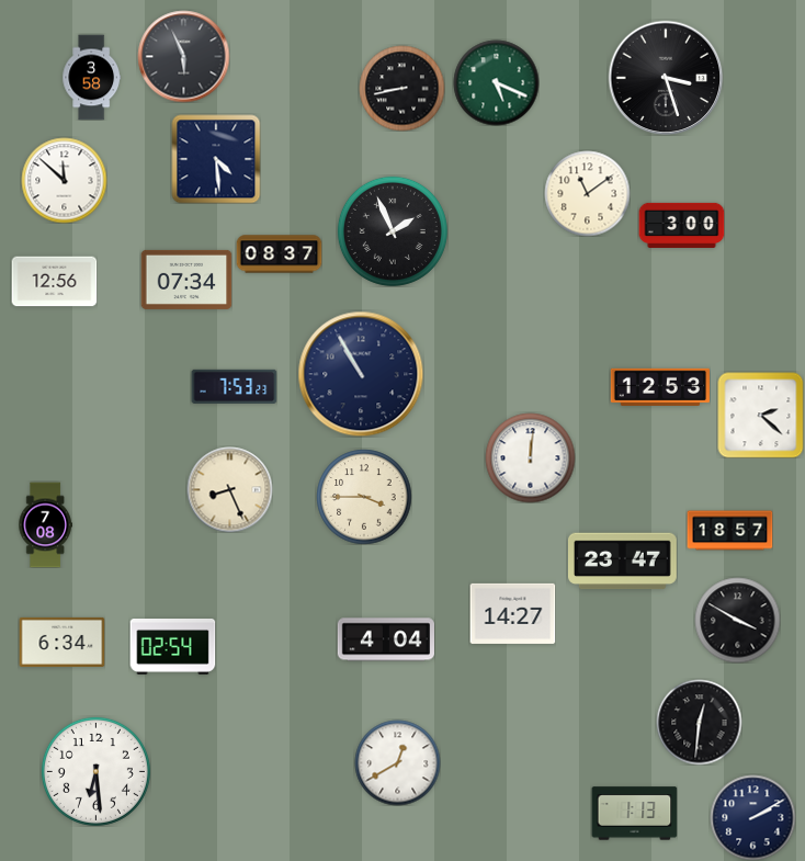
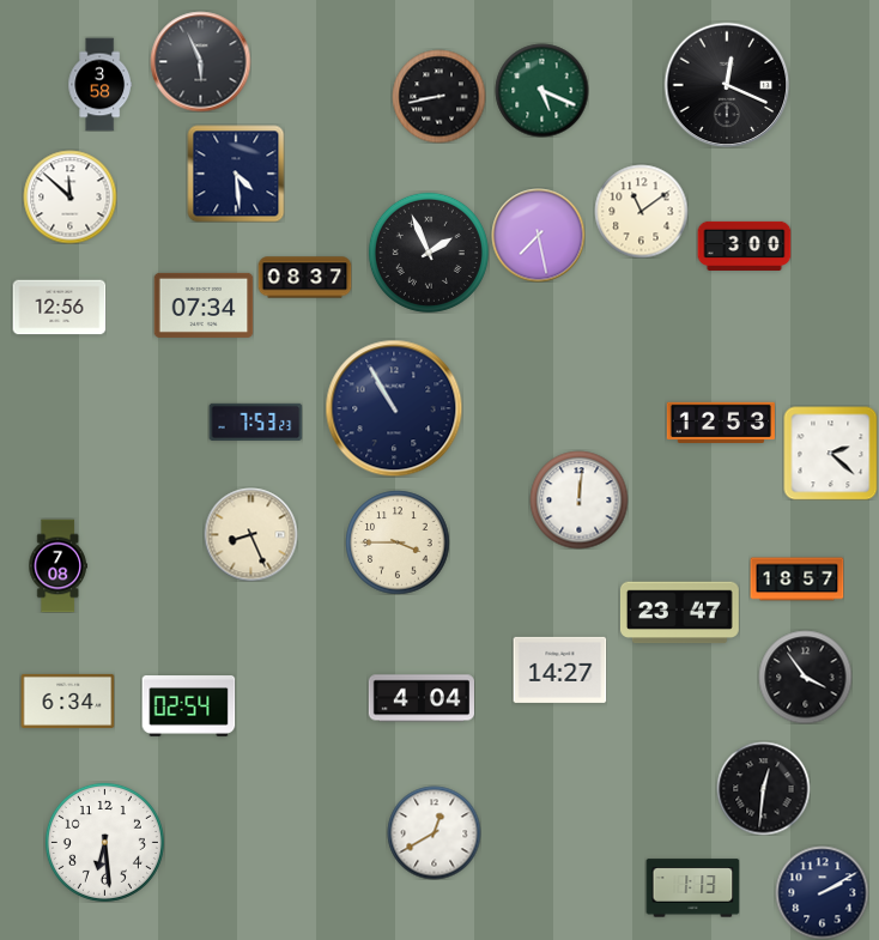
clock at (666, 78): 3:27 -> 12:19
clock at (538, 235): none -> 7:28
clock at (45, 524) position: (45, 524) -> (57, 565)
clock at (737, 620): 3:50 -> 3:54
